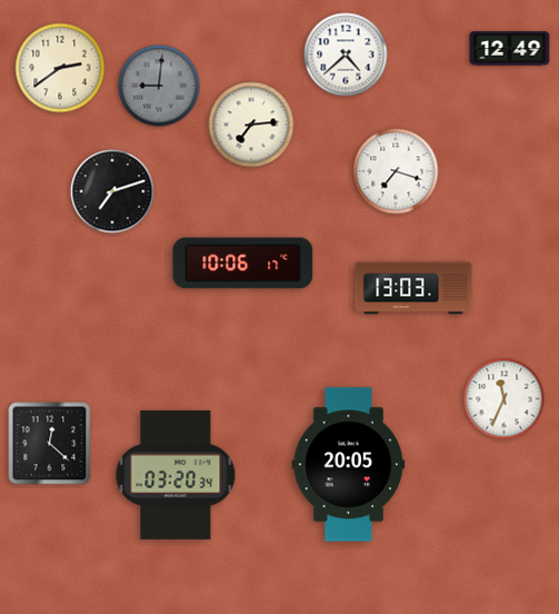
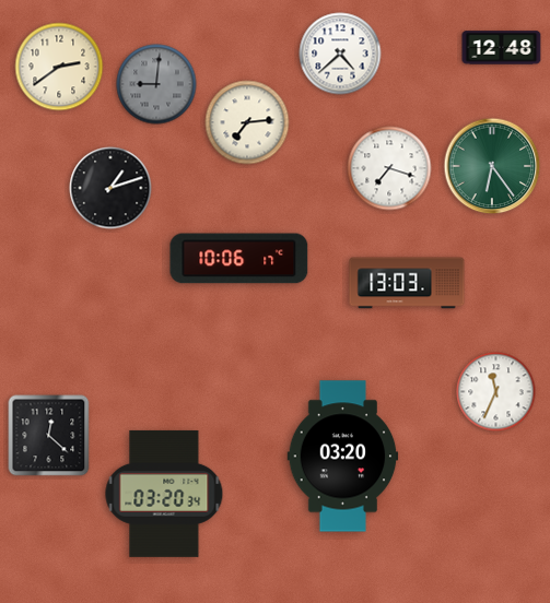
clock at (510, 49): 12:49 -> 12:48
clock at (492, 166): none -> 6:24
clock at (112, 191): 7:12 -> 1:12
clock at (349, 465): 20:05 -> 03:20
clock at (176, 475) position: (176, 475) -> (164, 494)
